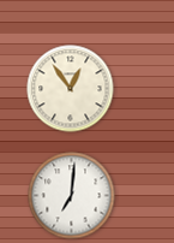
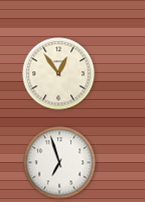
clock at (72, 196): 7:01 -> 6:57
